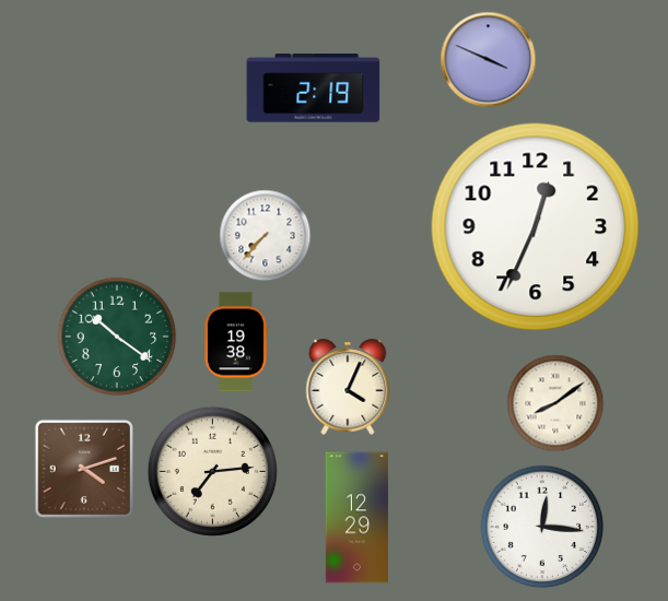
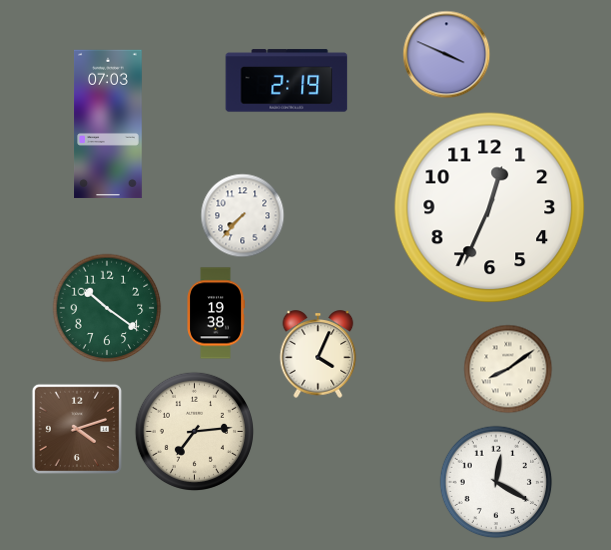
clock at (109, 124): none -> 07:03
clock at (356, 518): 12:29 -> none
clock at (542, 527): 12:16 -> 12:20
